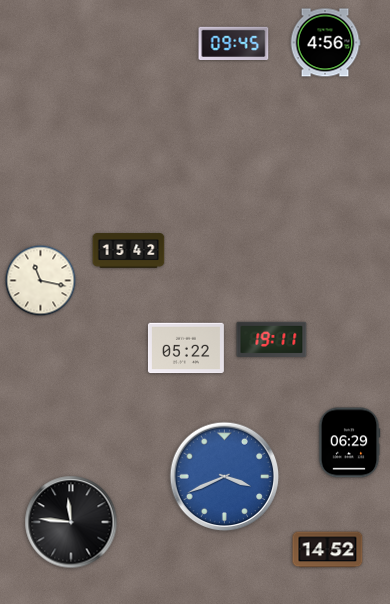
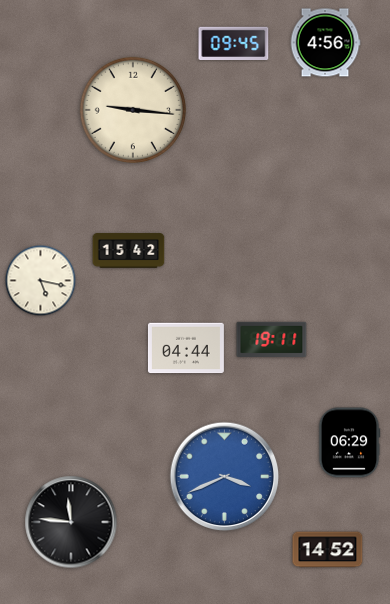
clock at (133, 110): none -> 9:16
clock at (41, 281): 11:17 -> 5:17
clock at (186, 348): 05:22 -> 04:44
